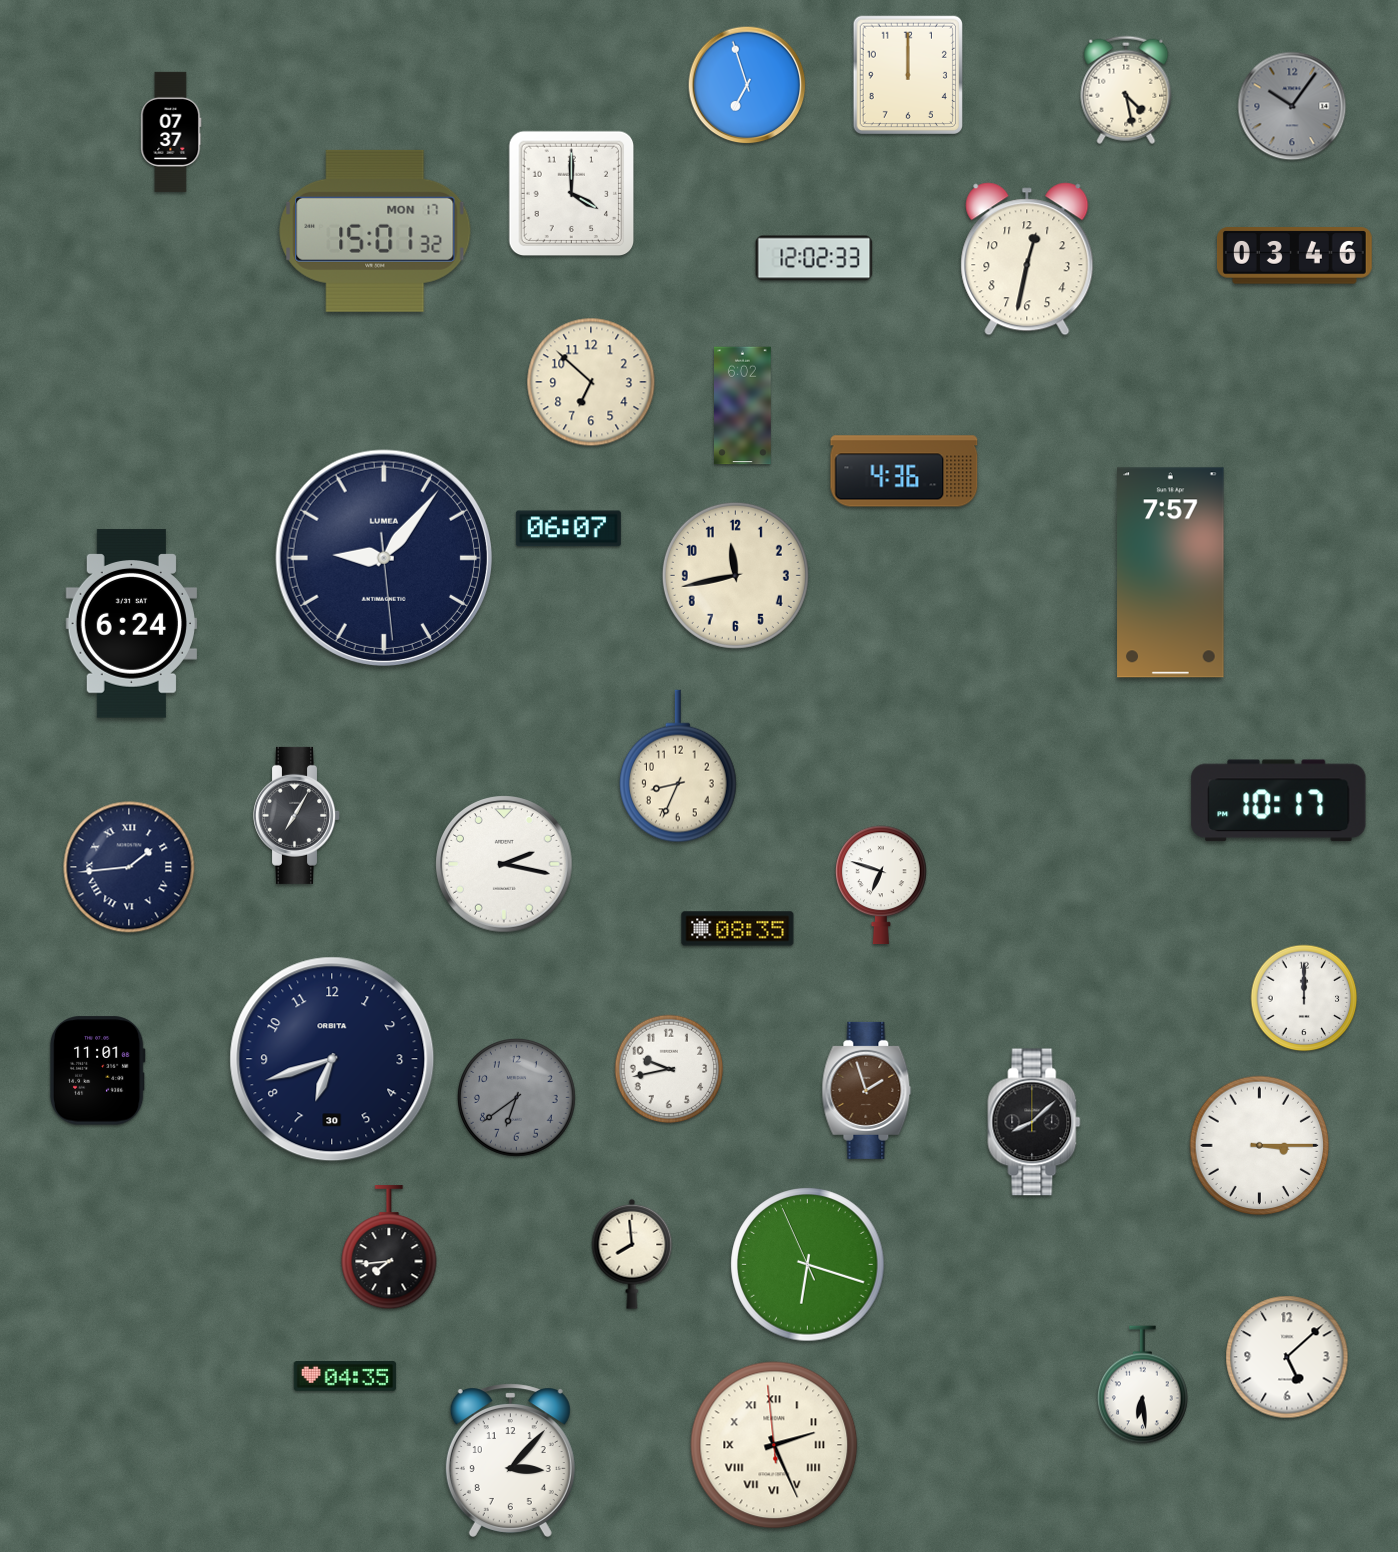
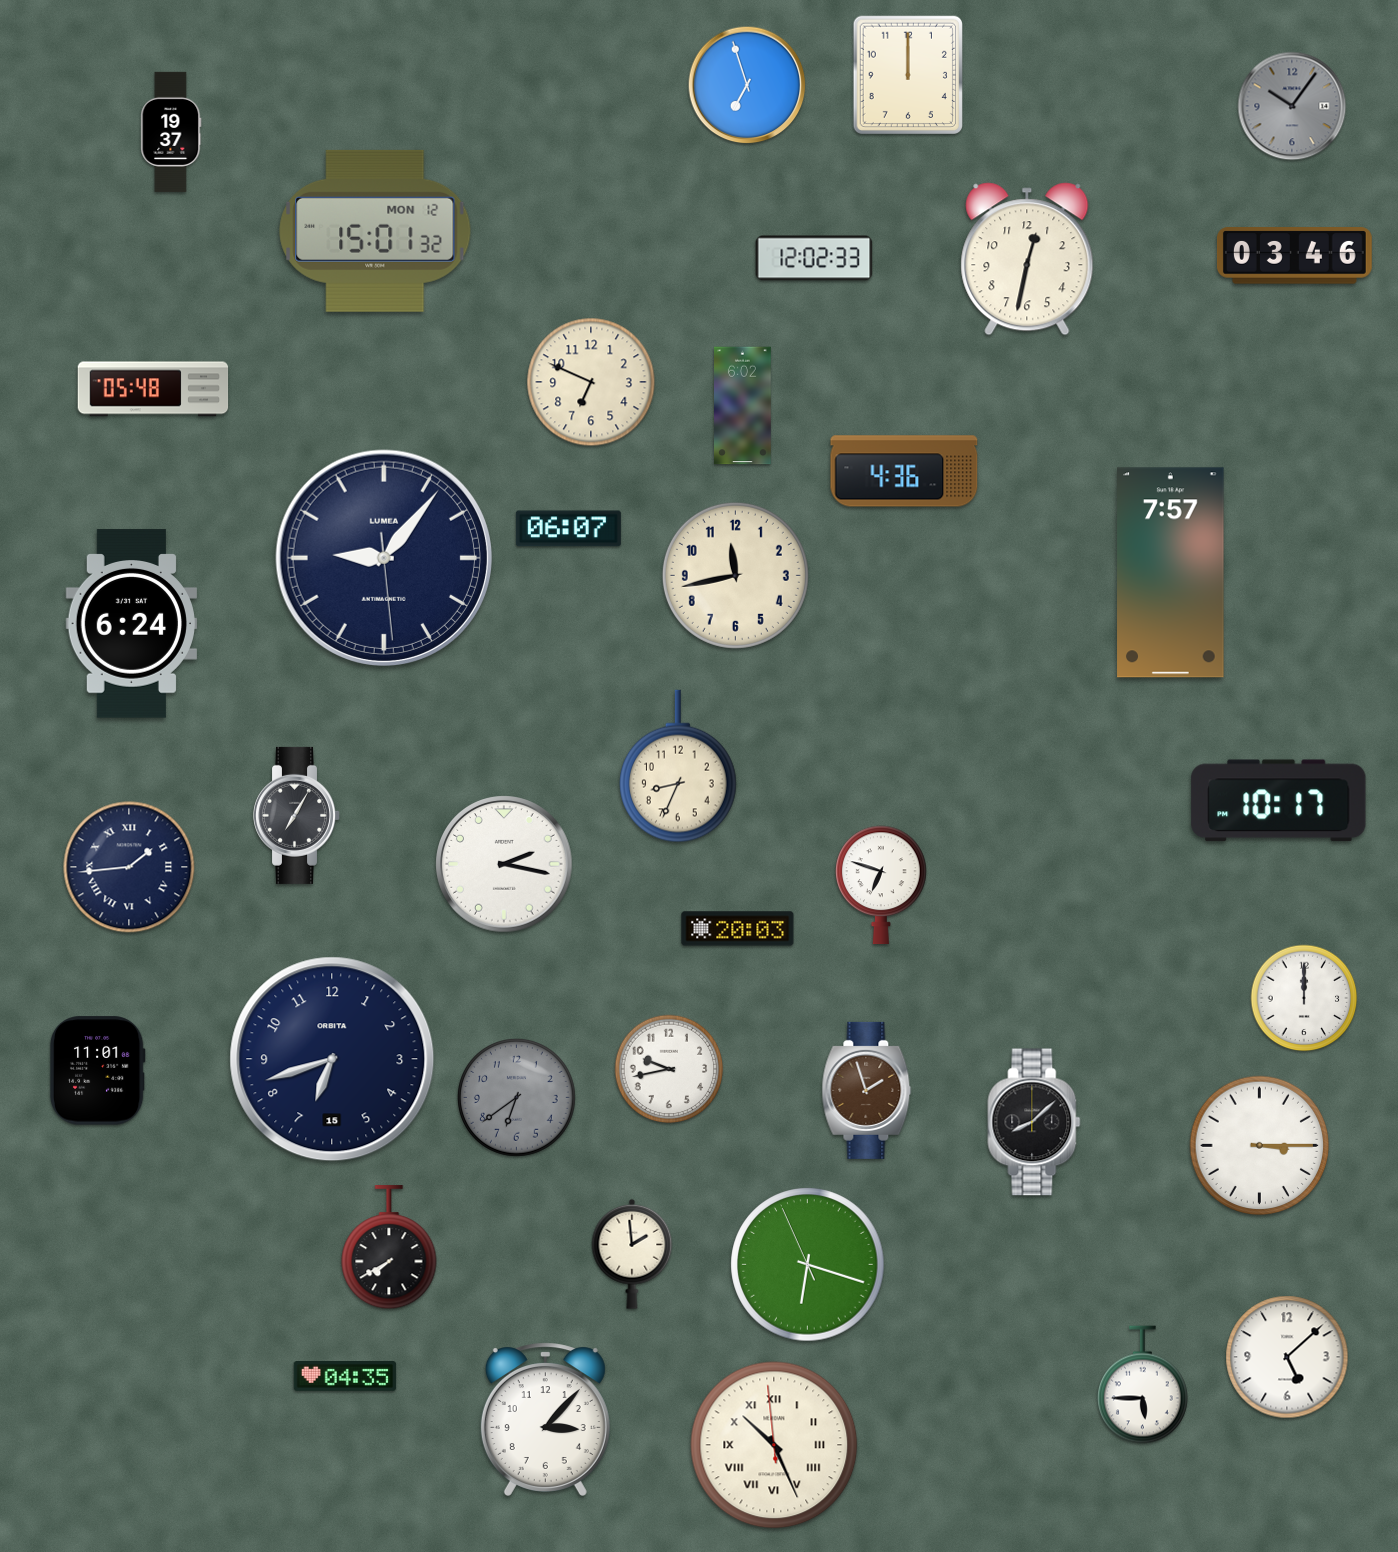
clock at (1126, 90): 4:28 -> none
clock at (171, 132): 07:37 -> 19:37
clock at (572, 194): 4:00 -> none
clock at (375, 231) date: MON 17 -> MON 12
clock at (591, 382): 6:52 -> 6:49
clock at (153, 389): none -> 05:48
clock at (738, 929): 08:35 -> 20:03
clock at (332, 1059) date: 30 -> 15
clock at (389, 1248): 7:44 -> 7:40
clock at (632, 1254): 7:59 -> 1:59
clock at (1142, 1385): 6:29 -> 5:45
clock at (774, 1445): 2:25 -> 10:25
clock at (510, 1460) position: (510, 1460) -> (545, 1419)
